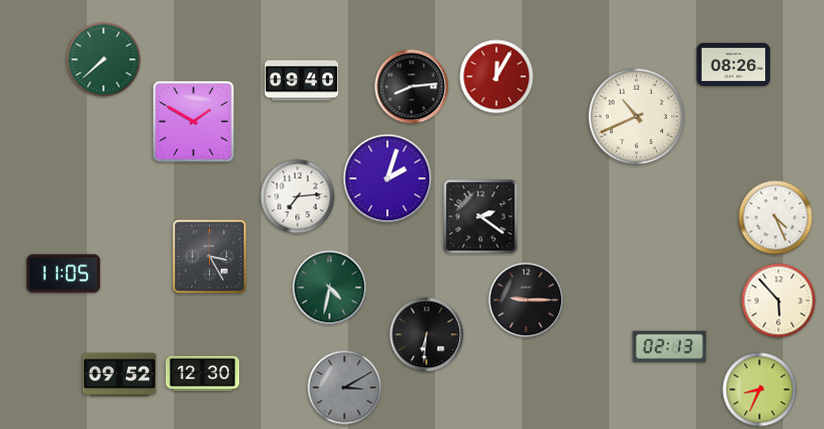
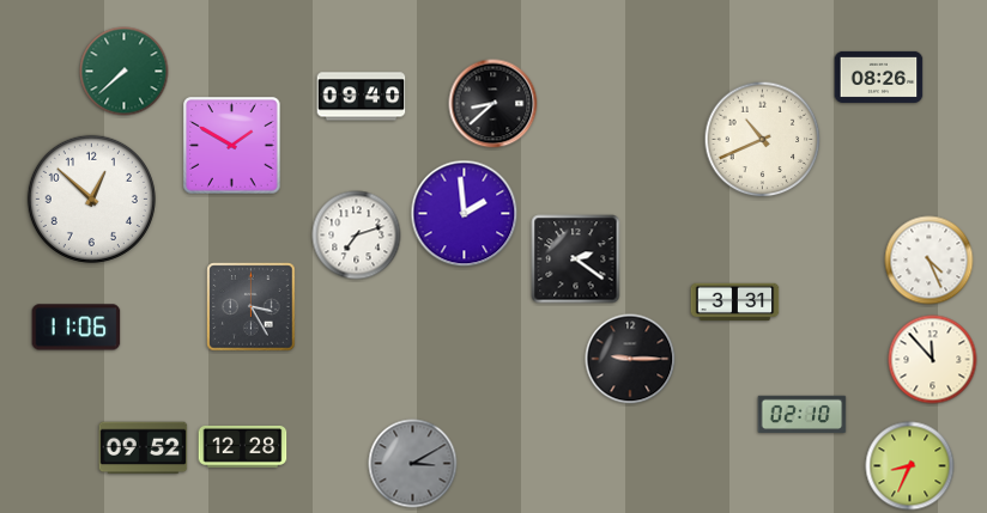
clock at (497, 77): 12:05 -> none
clock at (412, 87): 8:14 -> 8:38
clock at (91, 199): none -> 12:52
clock at (388, 179): 2:03 -> 1:59
clock at (298, 197): 7:14 -> 7:12
clock at (735, 303): none -> 3:31
clock at (64, 274): 11:05 -> 11:06
clock at (330, 288): 4:32 -> none
clock at (779, 301): 5:53 -> 11:53
clock at (427, 335): 6:31 -> none
clock at (670, 347): 02:13 -> 02:10
clock at (203, 373): 12:30 -> 12:28
